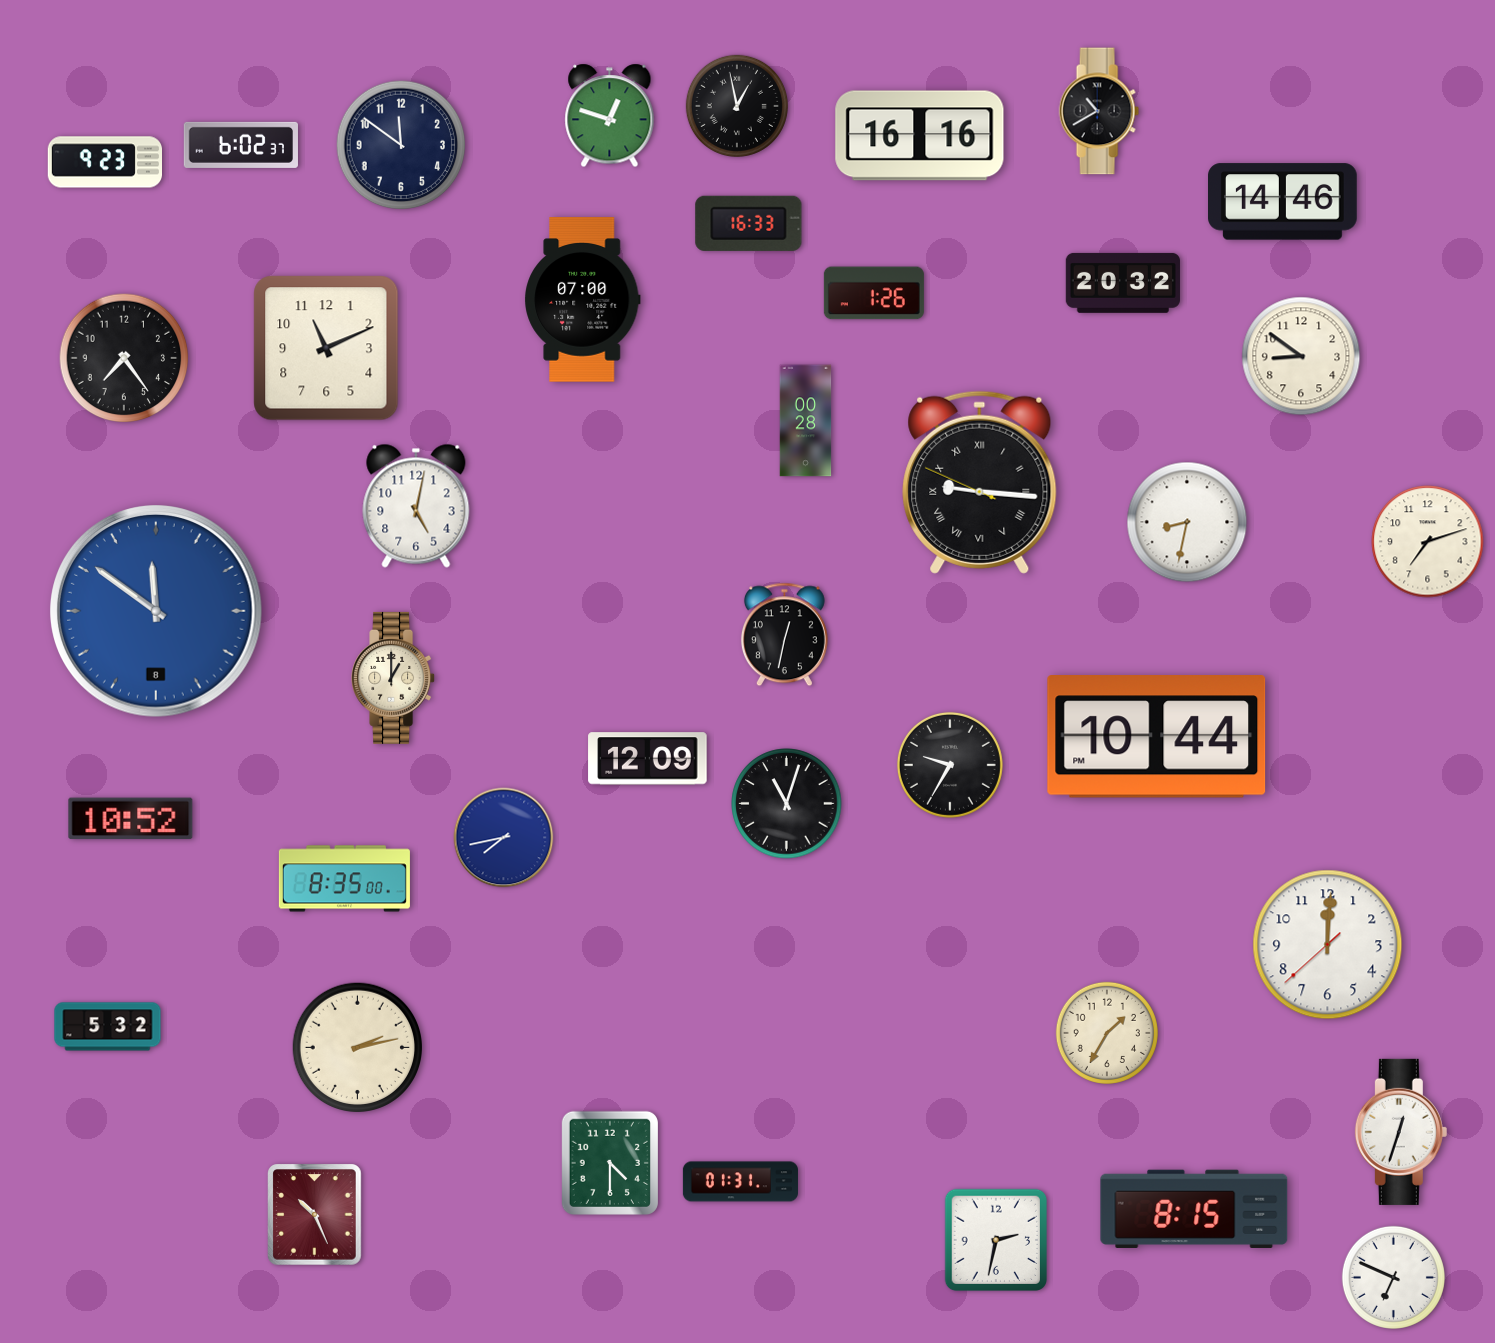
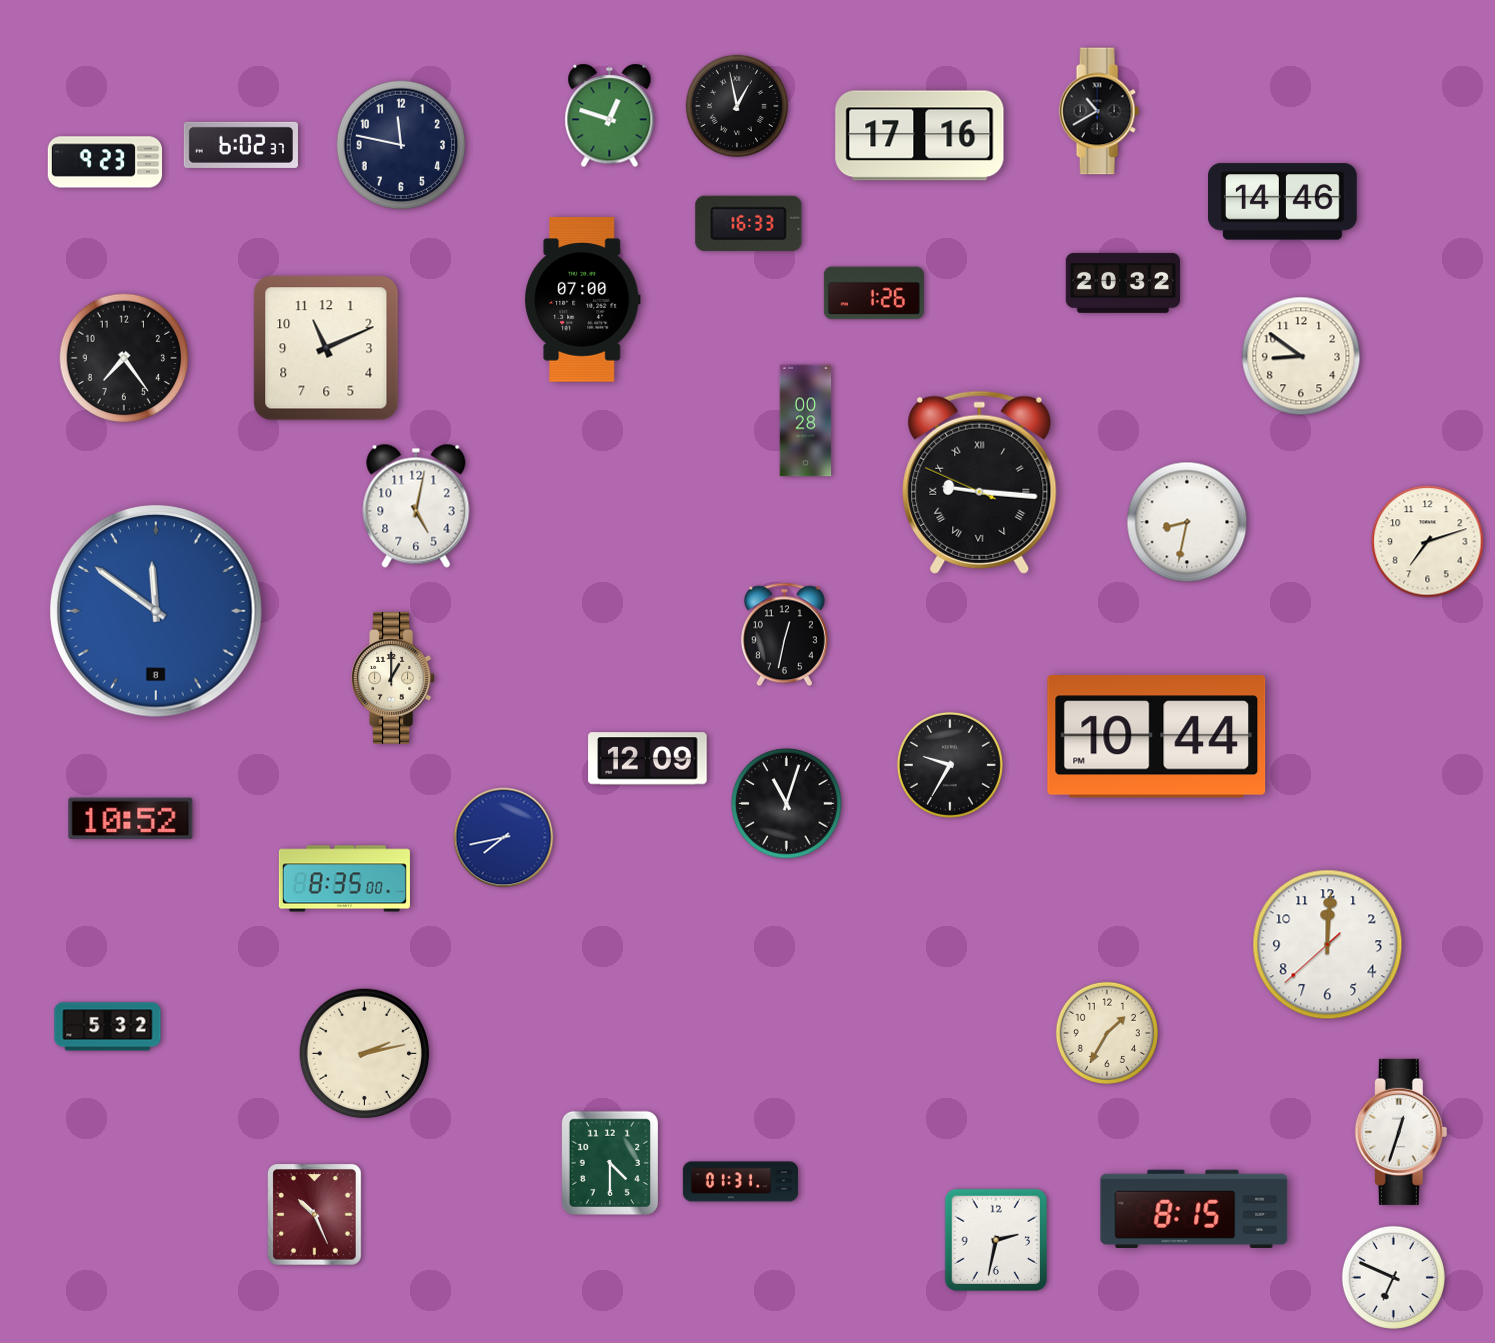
clock at (920, 136): 16:16 -> 17:16
clock at (401, 145): 11:51 -> 11:47
clock at (357, 1047) position: (357, 1047) -> (364, 1053)
